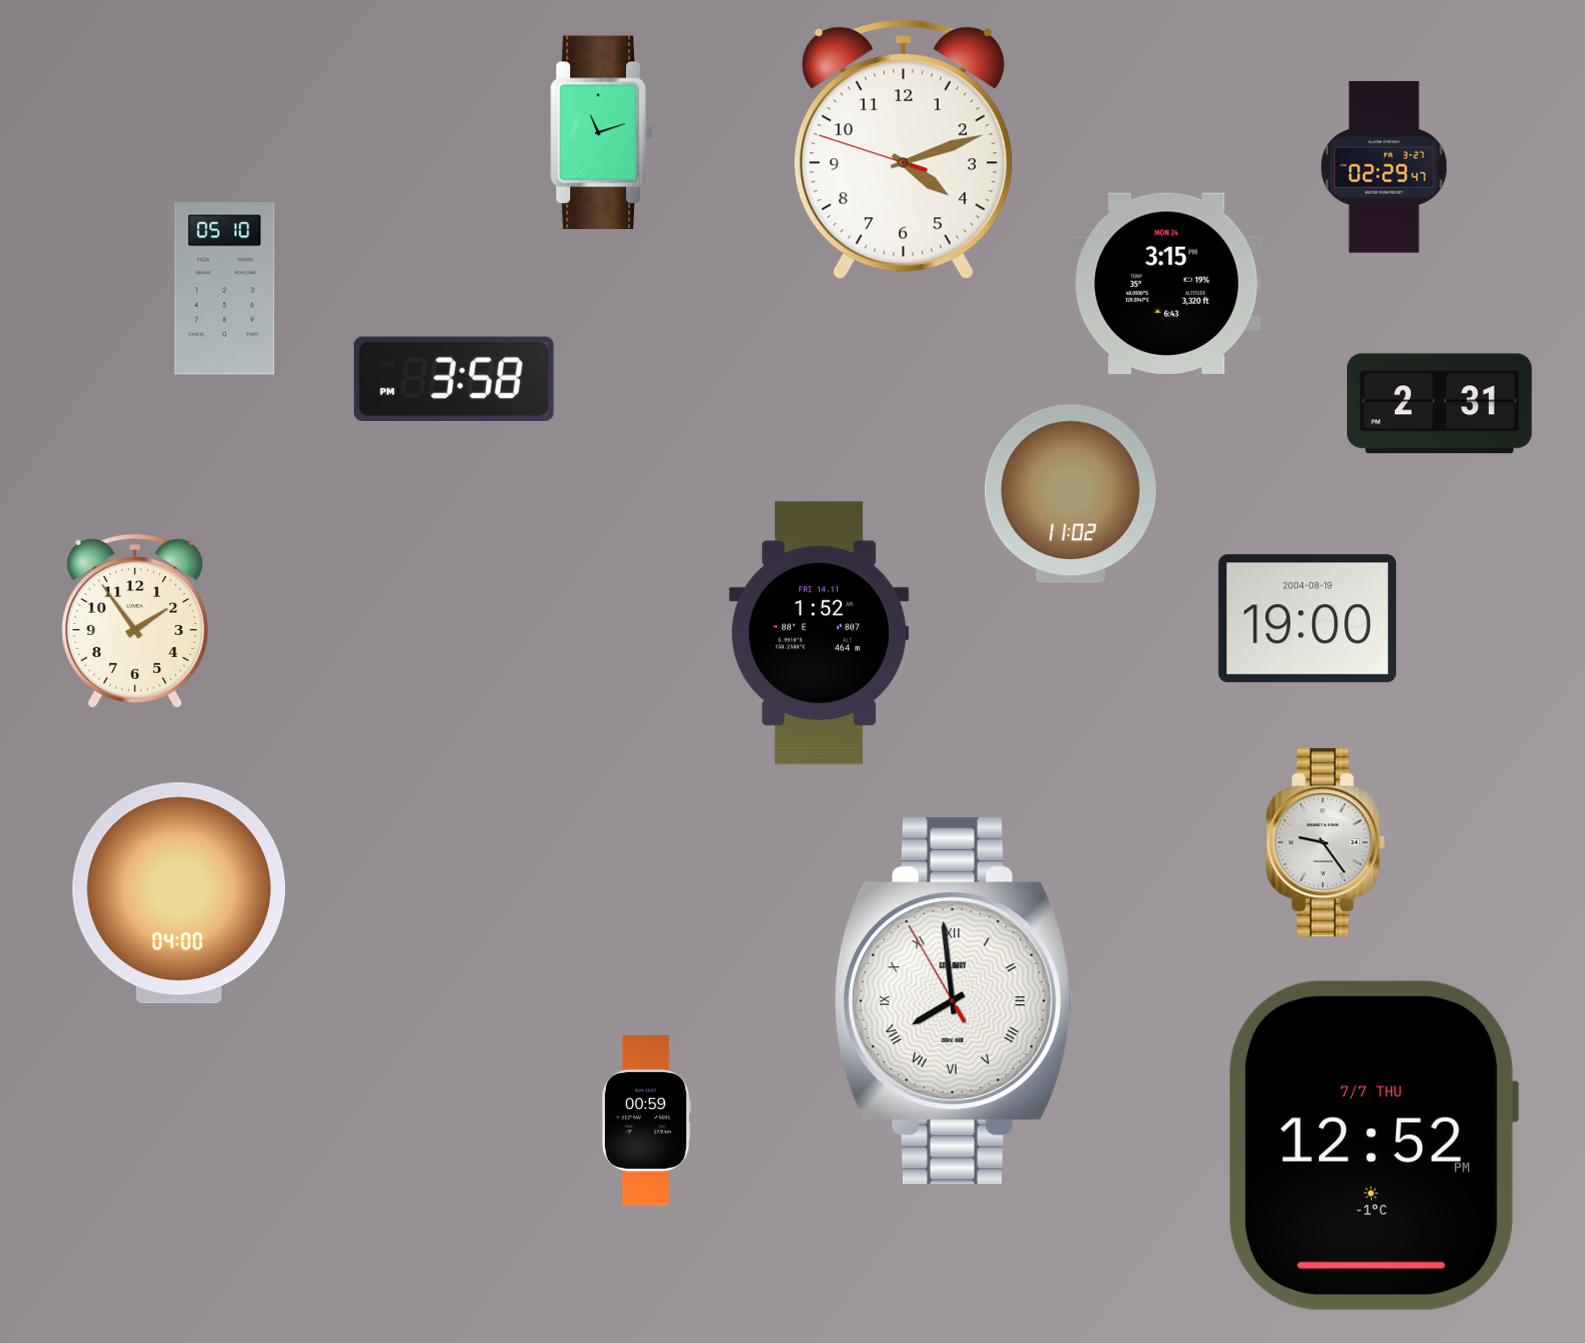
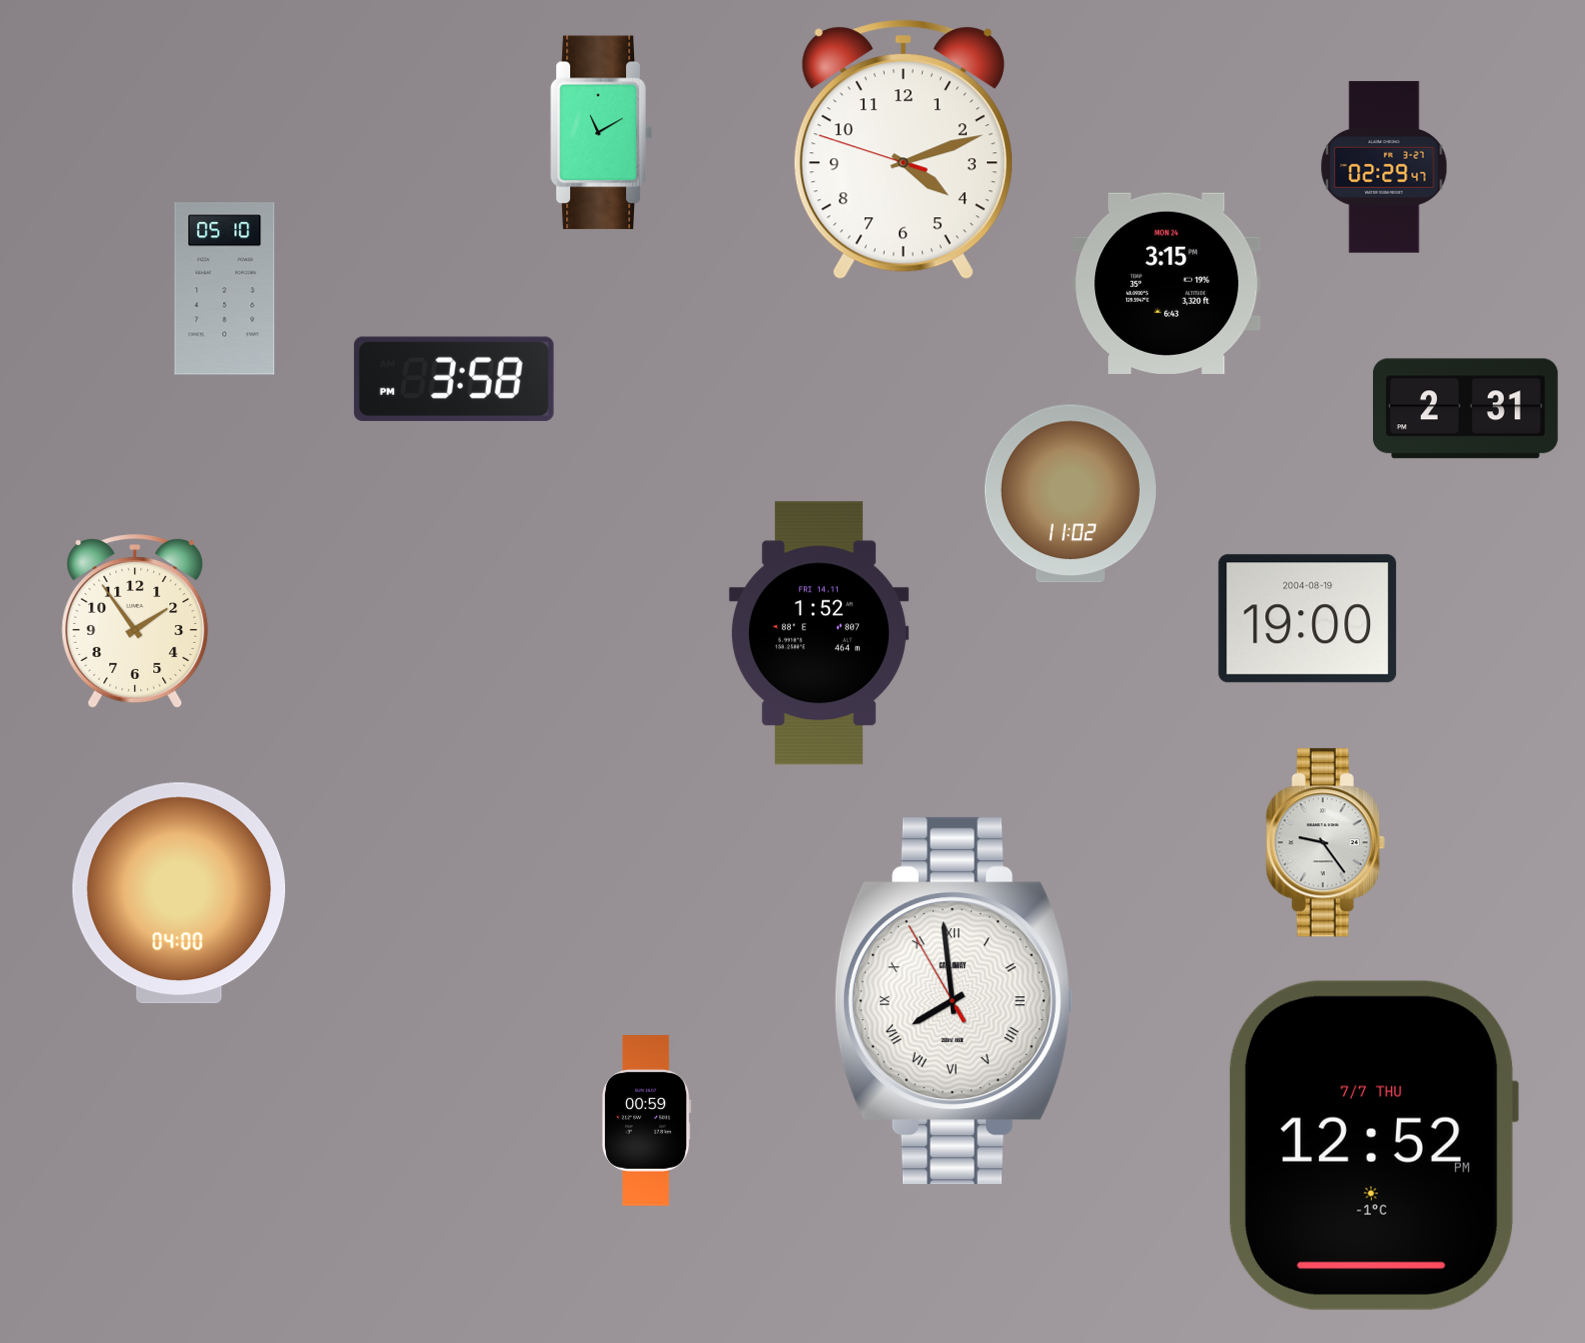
clock at (602, 133): 11:12 -> 11:10
clock at (1439, 404) position: (1439, 404) -> (1465, 409)
